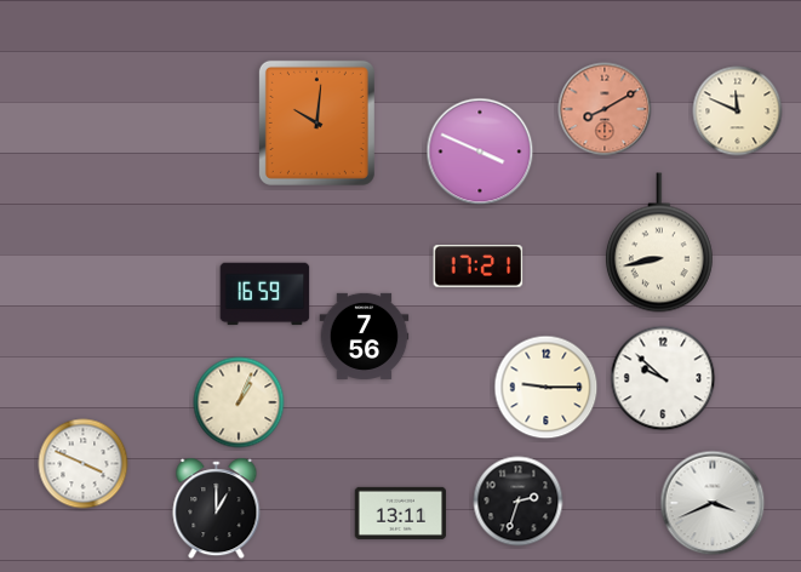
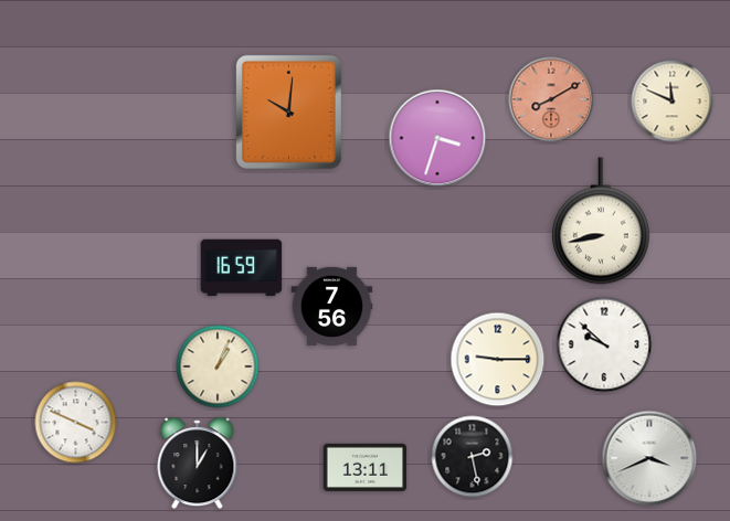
clock at (480, 151): 3:49 -> 3:33
clock at (479, 267): 17:21 -> none
clock at (547, 388) position: (547, 388) -> (498, 360)
clock at (519, 502): 2:33 -> 2:28
